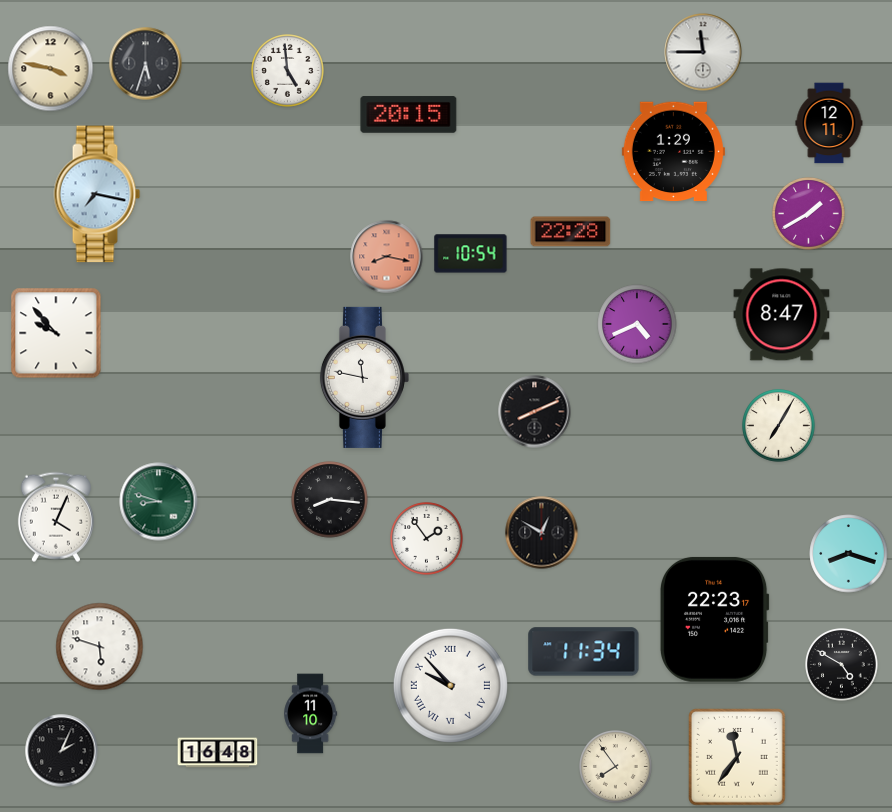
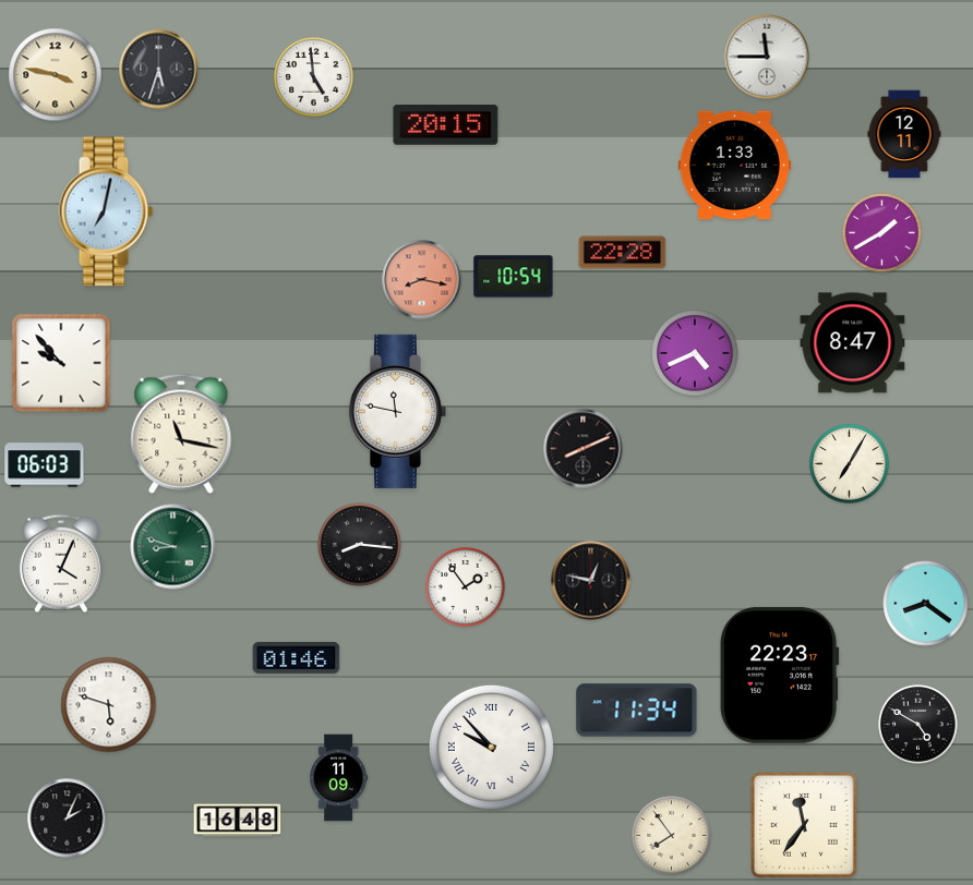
clock at (673, 152): 1:29 -> 1:33
clock at (97, 194): 7:17 -> 7:02
clock at (181, 434): none -> 11:17
clock at (45, 465): none -> 06:03
clock at (542, 533): 12:50 -> 12:47
clock at (849, 554): 8:18 -> 8:21
clock at (297, 657): none -> 01:46
clock at (311, 714): 11:10 -> 11:09
